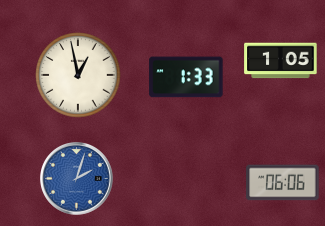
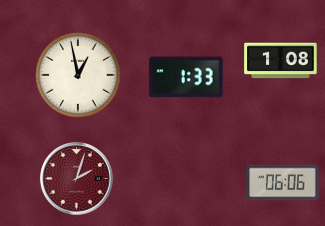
clock at (281, 61): 1:05 -> 1:08
clock at (77, 179) dial: blue -> burgundy
